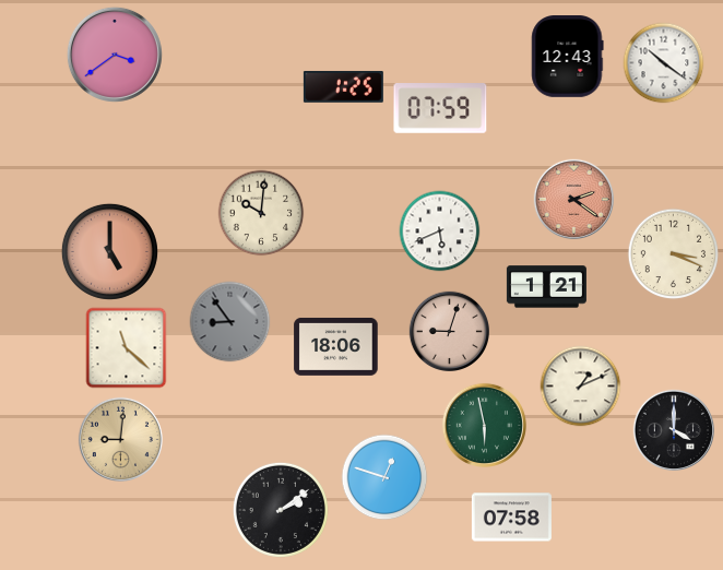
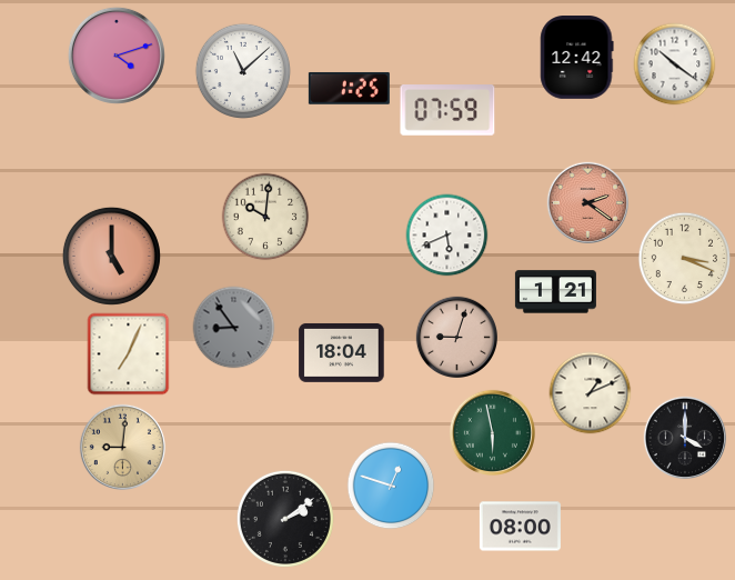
clock at (115, 55): 3:39 -> 4:12
clock at (568, 57): 12:43 -> 12:42
clock at (243, 71): none -> 11:08
clock at (573, 199) position: (573, 199) -> (587, 202)
clock at (336, 346): 18:06 -> 18:04
clock at (127, 348): 11:22 -> 7:04
clock at (511, 518): 07:58 -> 08:00
